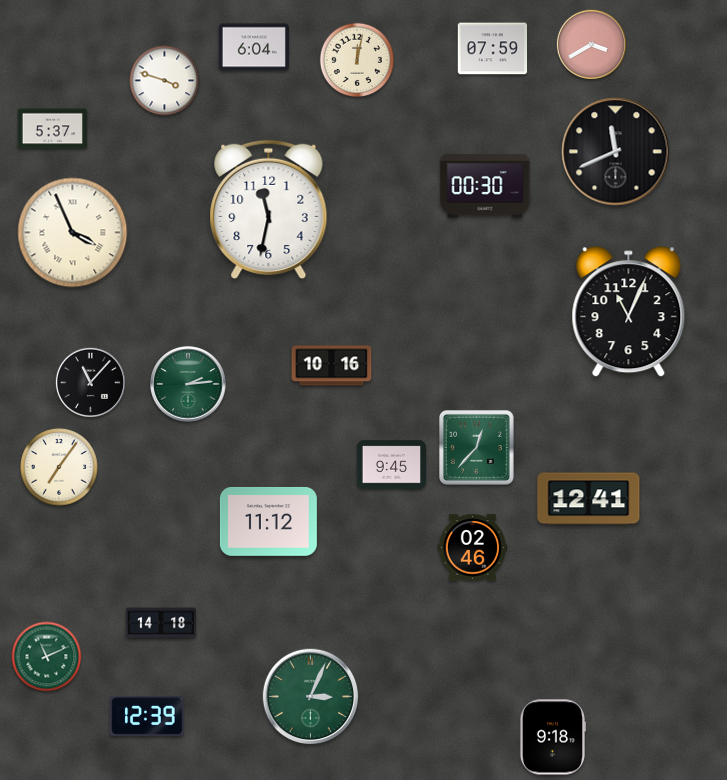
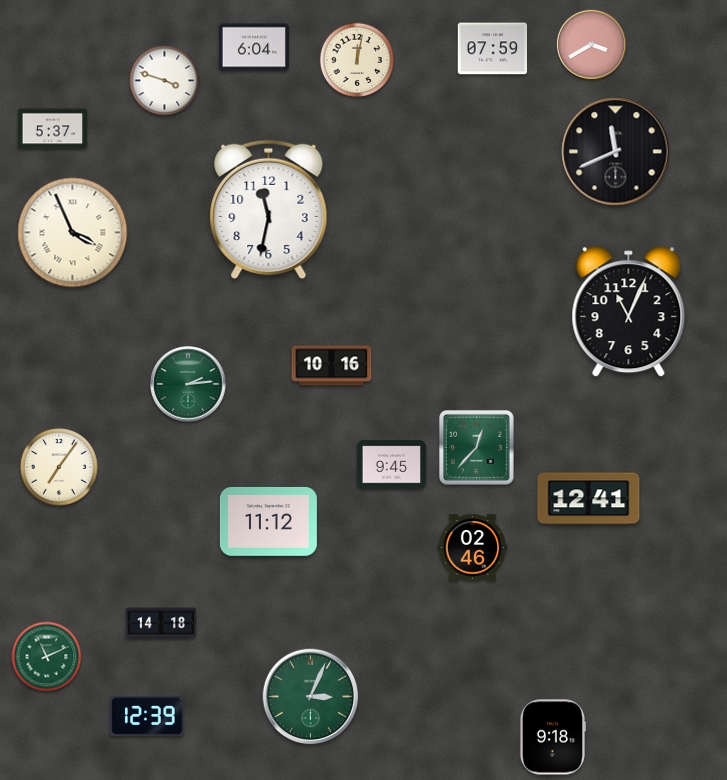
clock at (485, 186): 00:30 -> none
clock at (90, 382): 11:07 -> none
